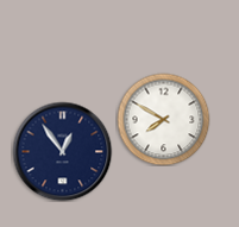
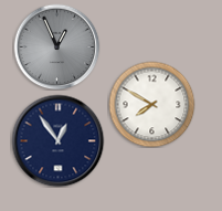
clock at (56, 46): none -> 12:56
clock at (163, 119) position: (163, 119) -> (151, 104)
